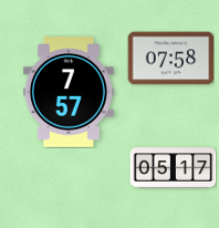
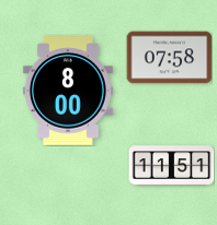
clock at (69, 92): 7:57 -> 8:00
clock at (173, 168): 05:17 -> 11:51
